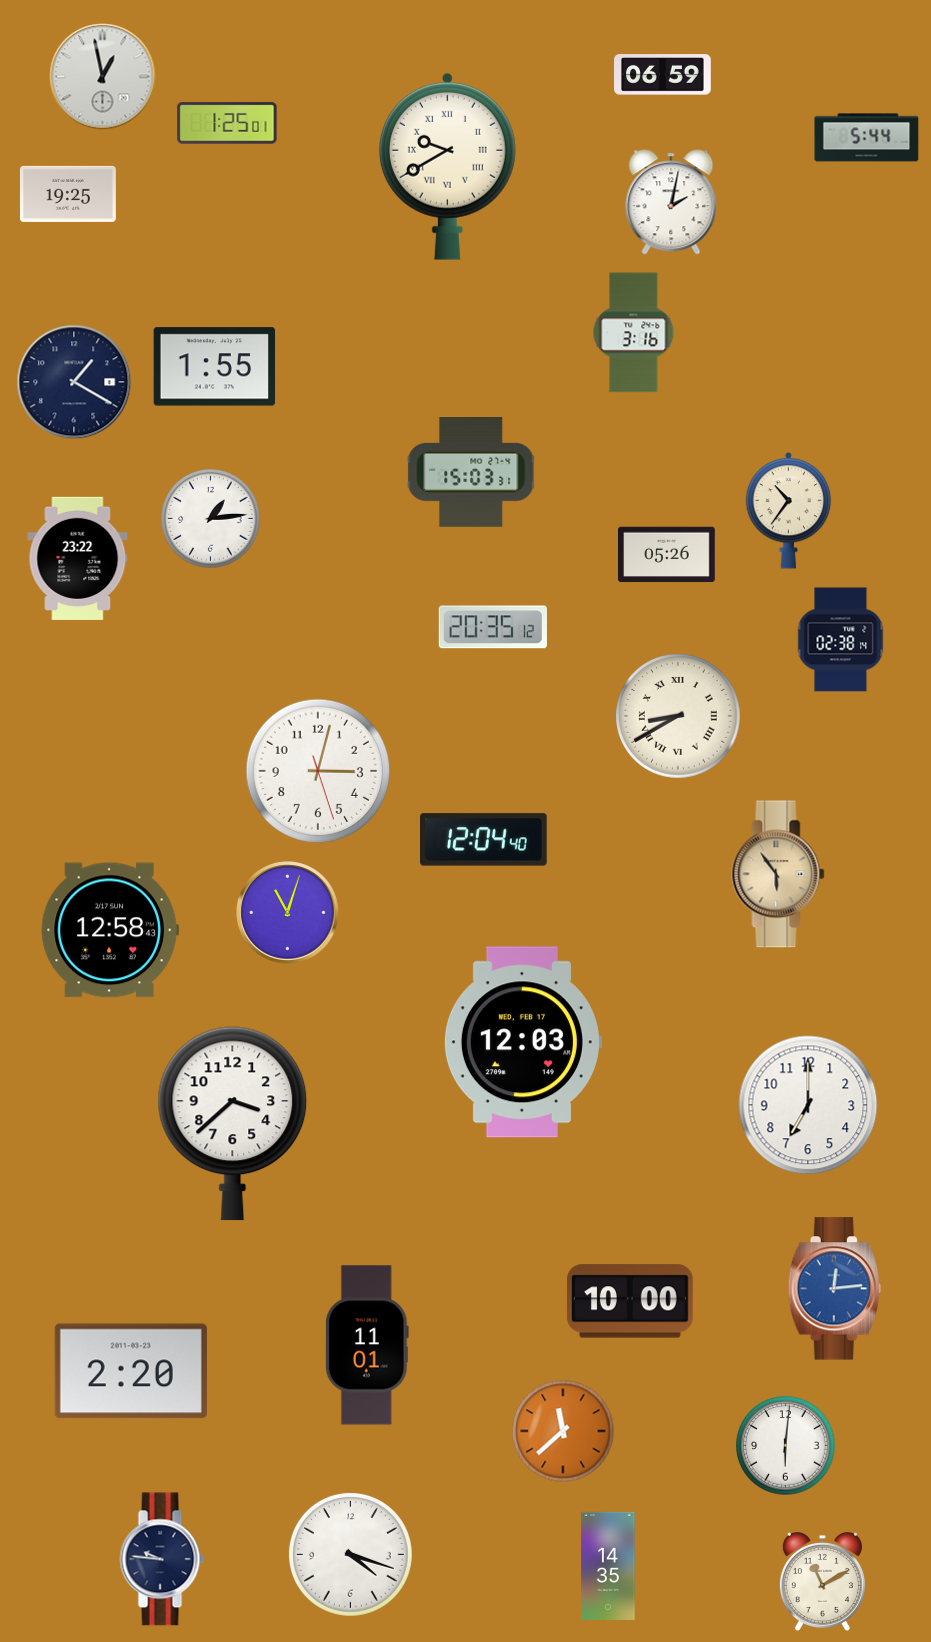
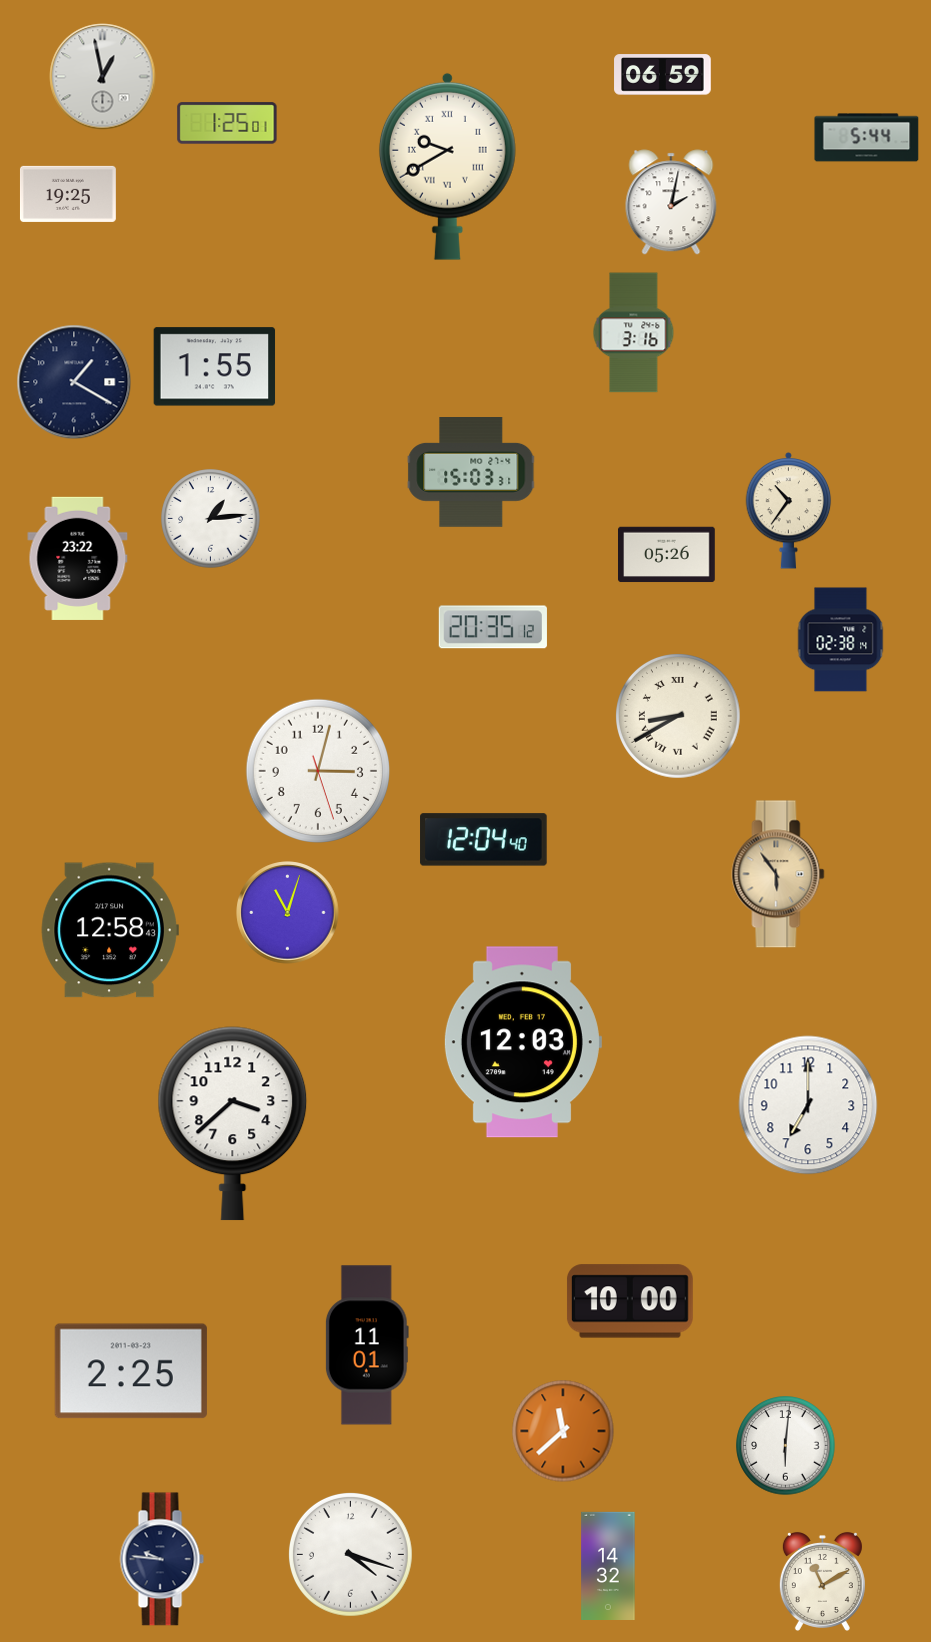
clock at (834, 1289): 12:14 -> none
clock at (131, 1371): 2:20 -> 2:25
clock at (608, 1565): 14:35 -> 14:32
